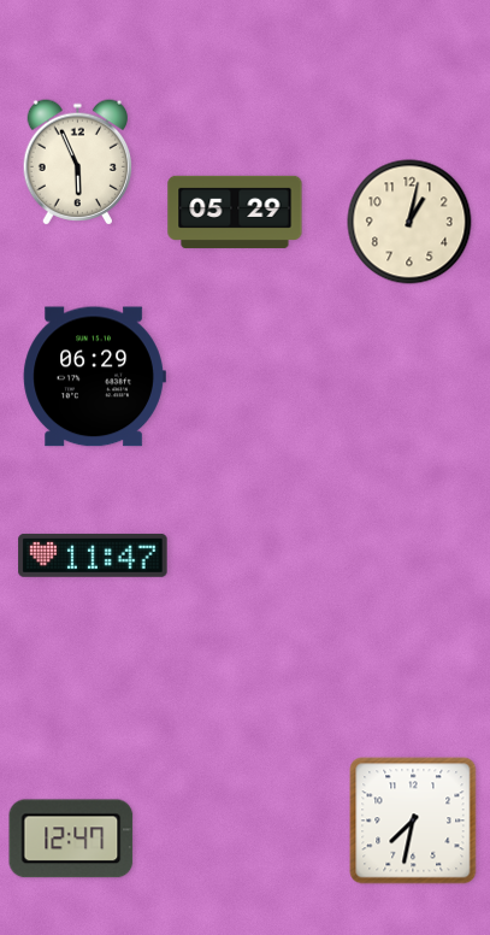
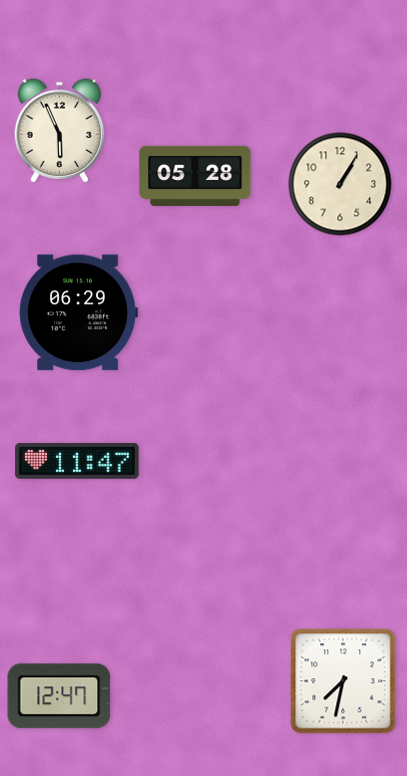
clock at (78, 163) position: (78, 163) -> (60, 131)
clock at (235, 212): 05:29 -> 05:28
clock at (409, 222): 1:02 -> 1:05
